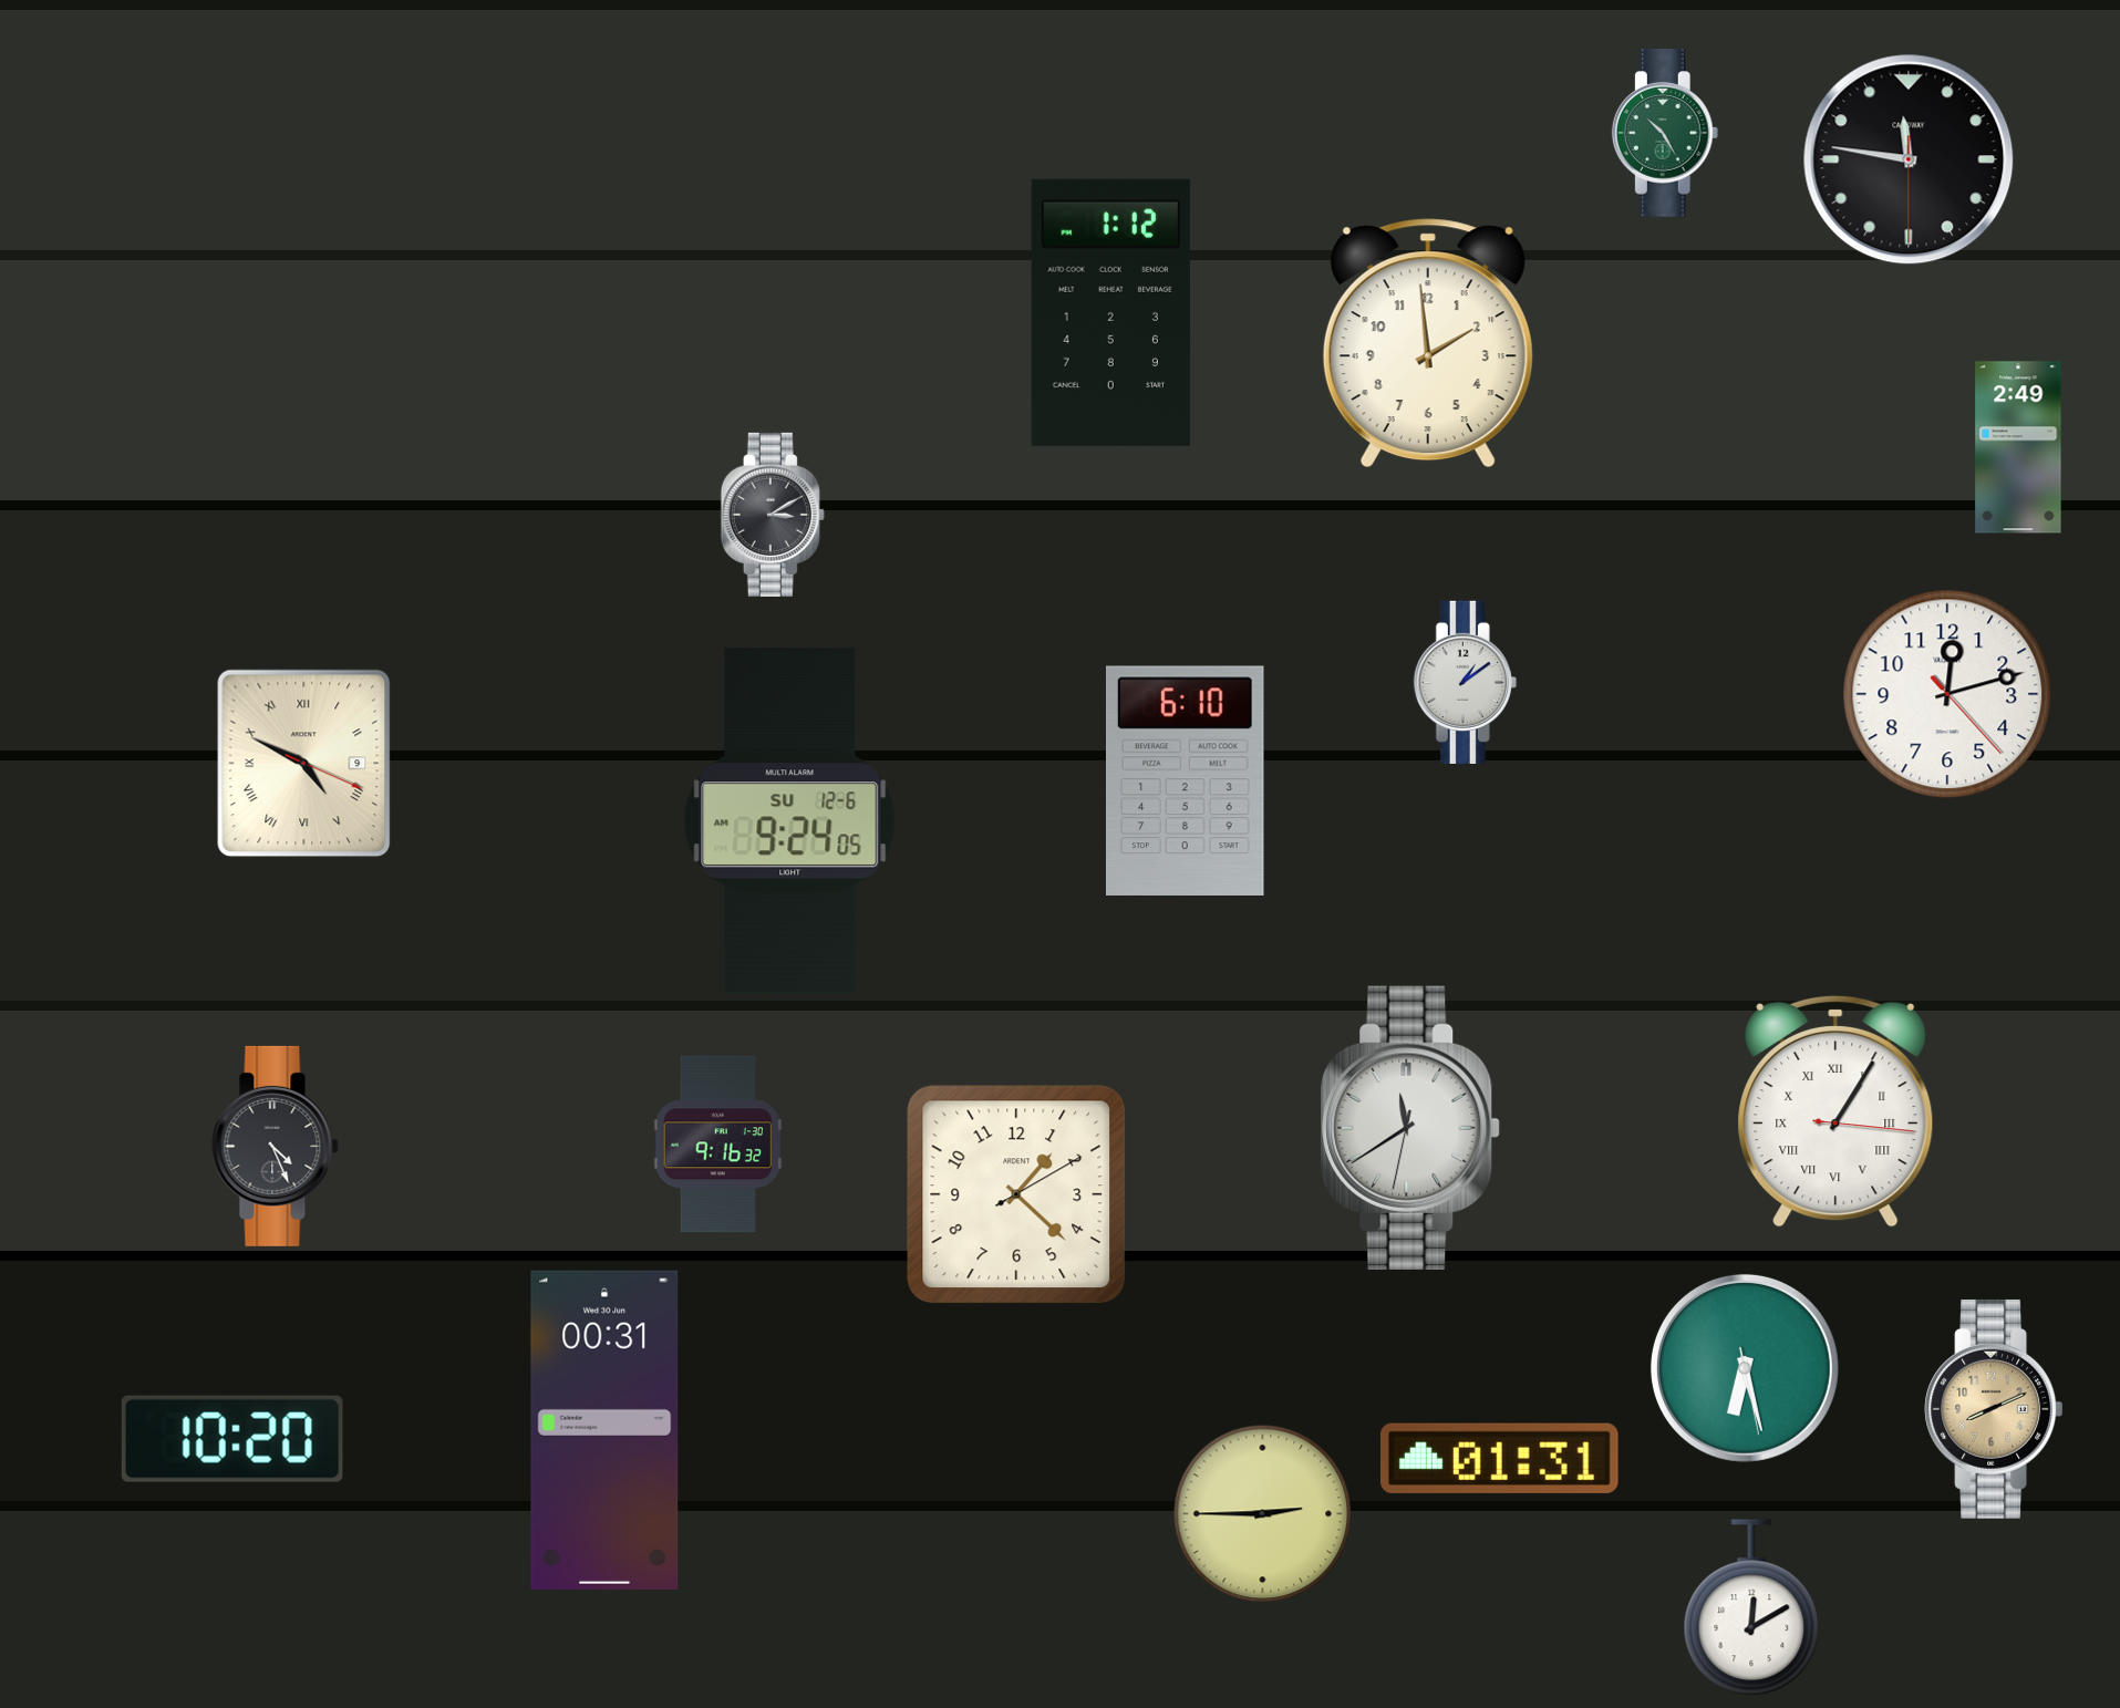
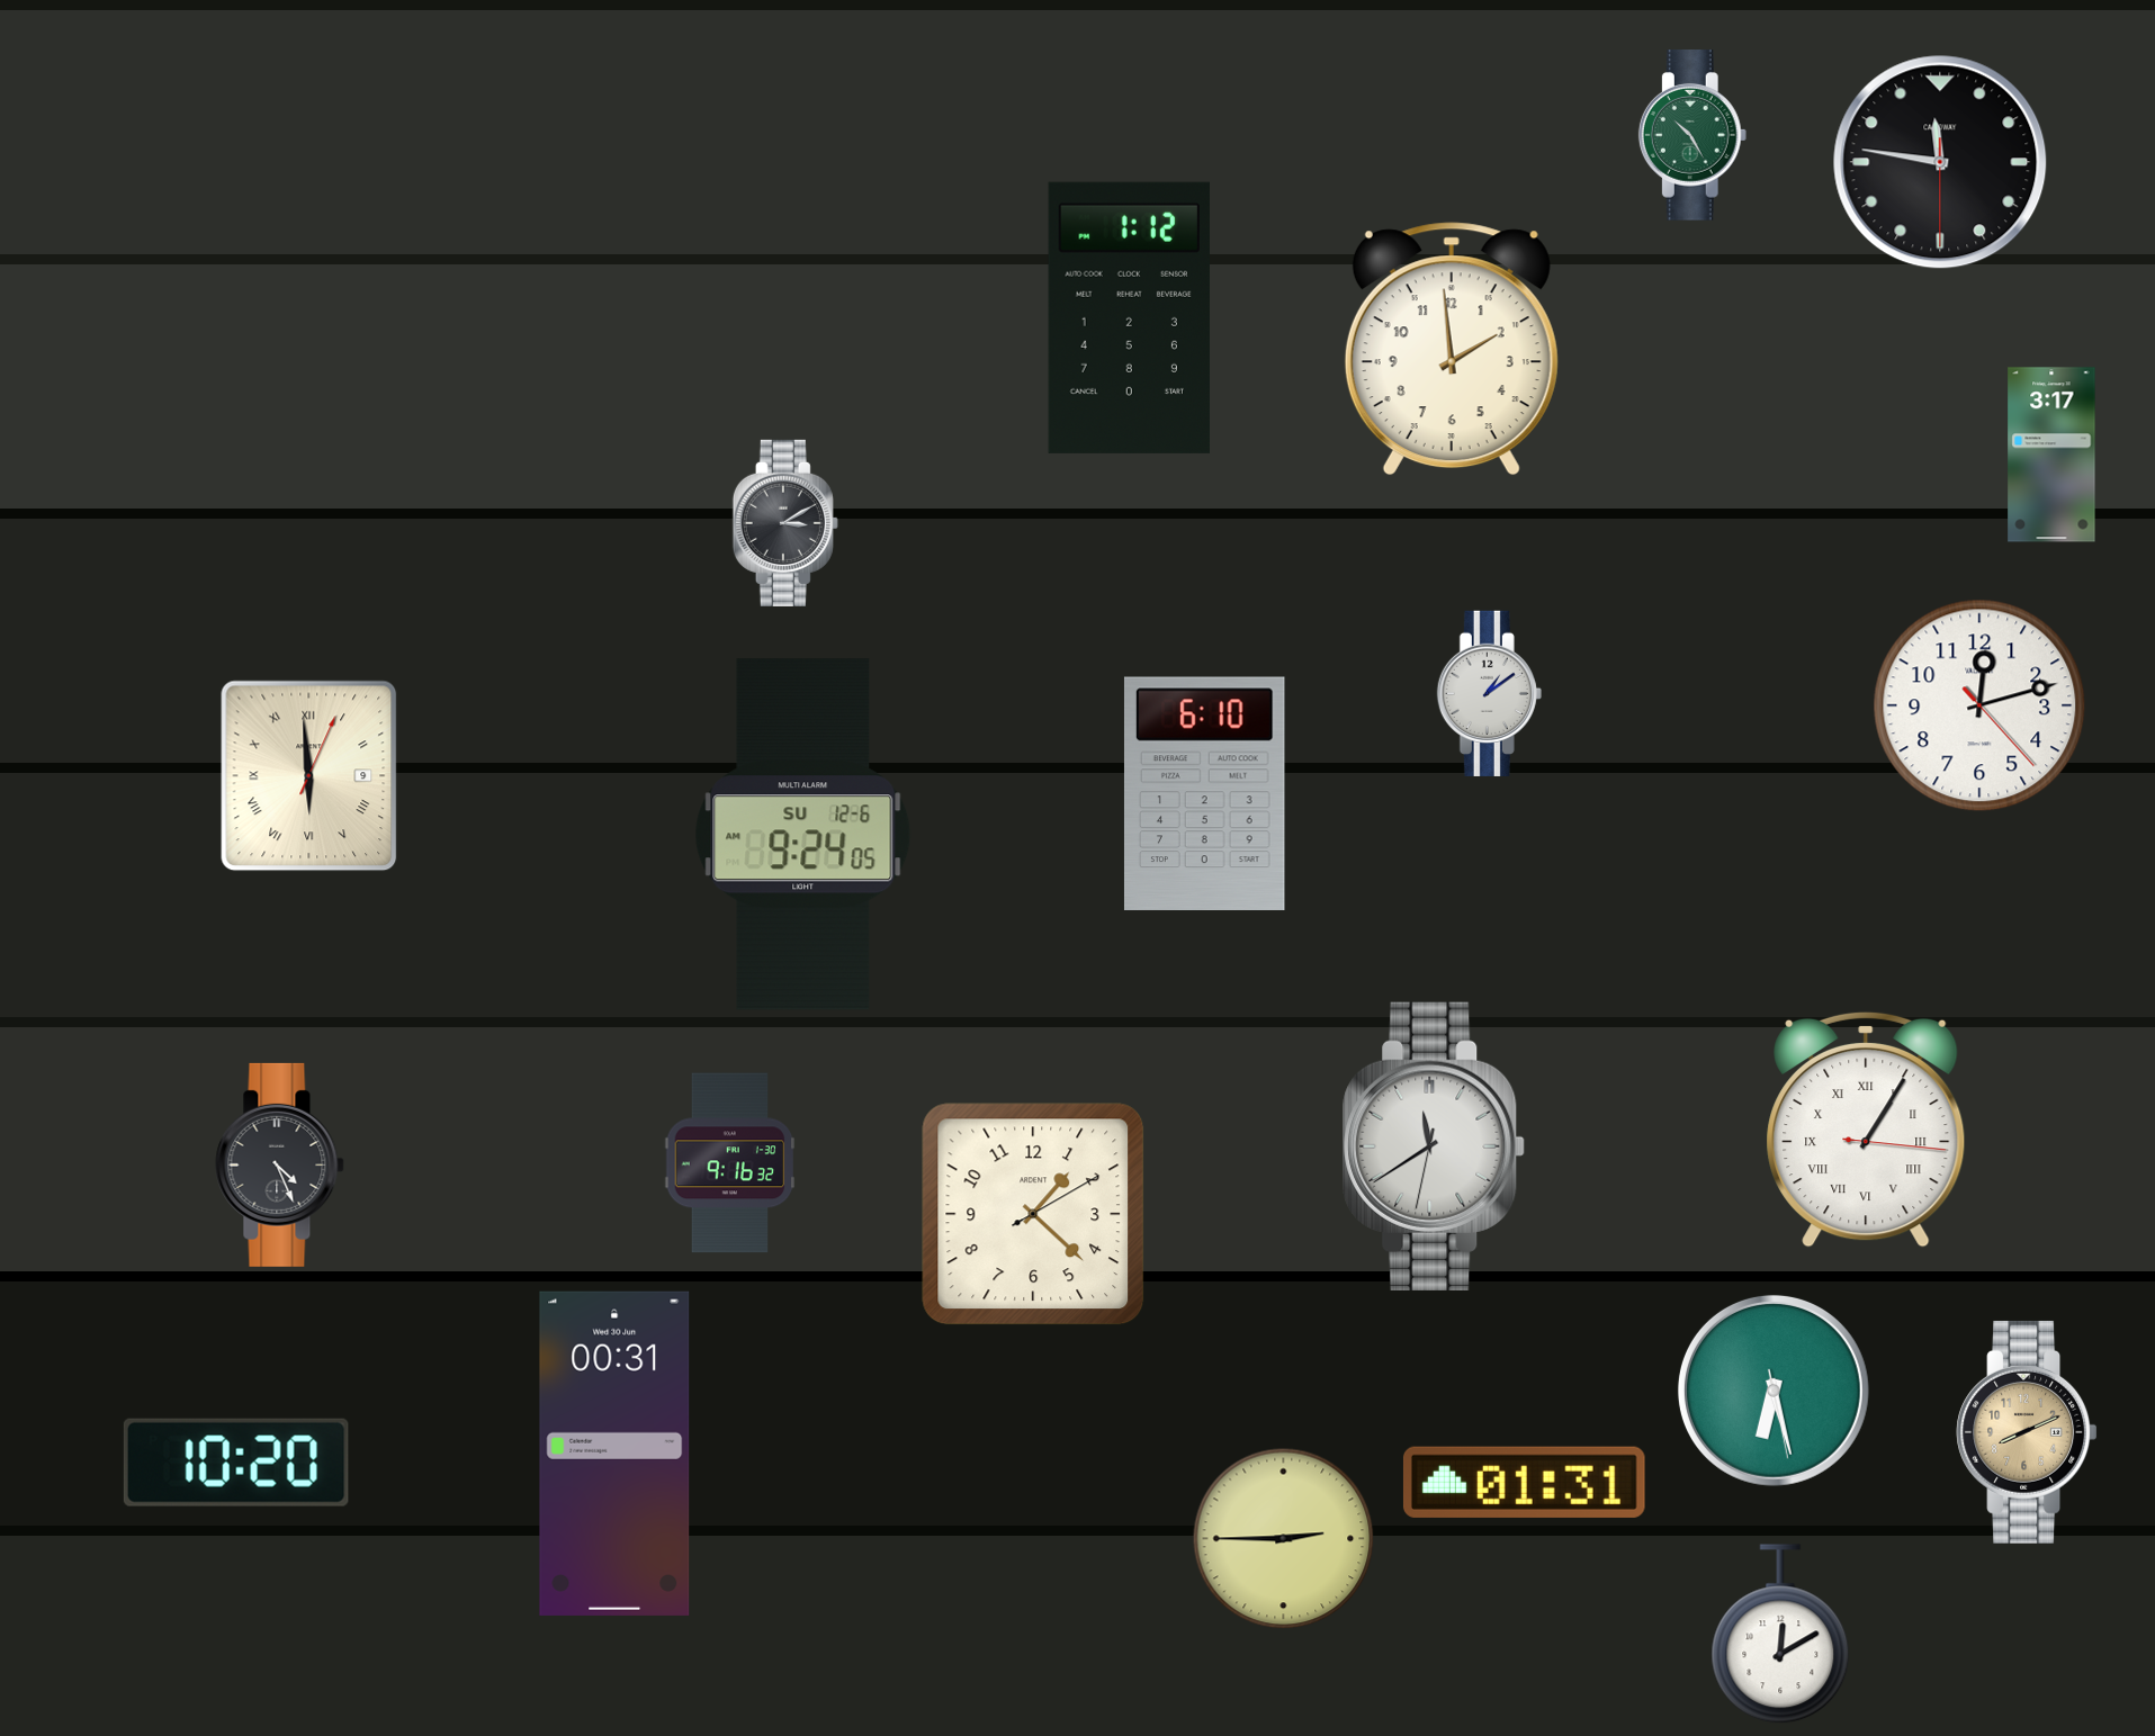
clock at (2018, 447): 2:49 -> 3:17
clock at (304, 764): 4:49 -> 5:59
